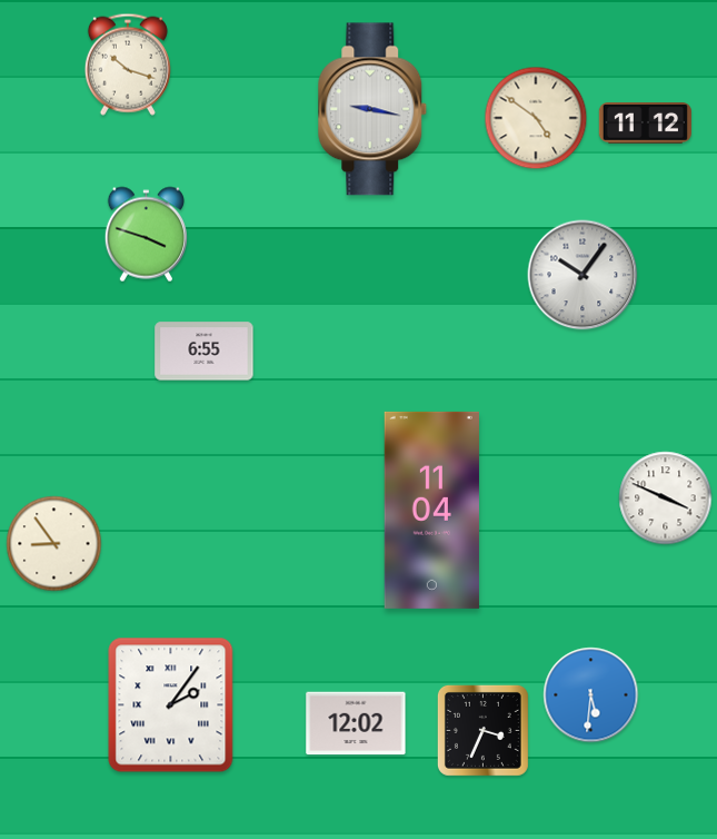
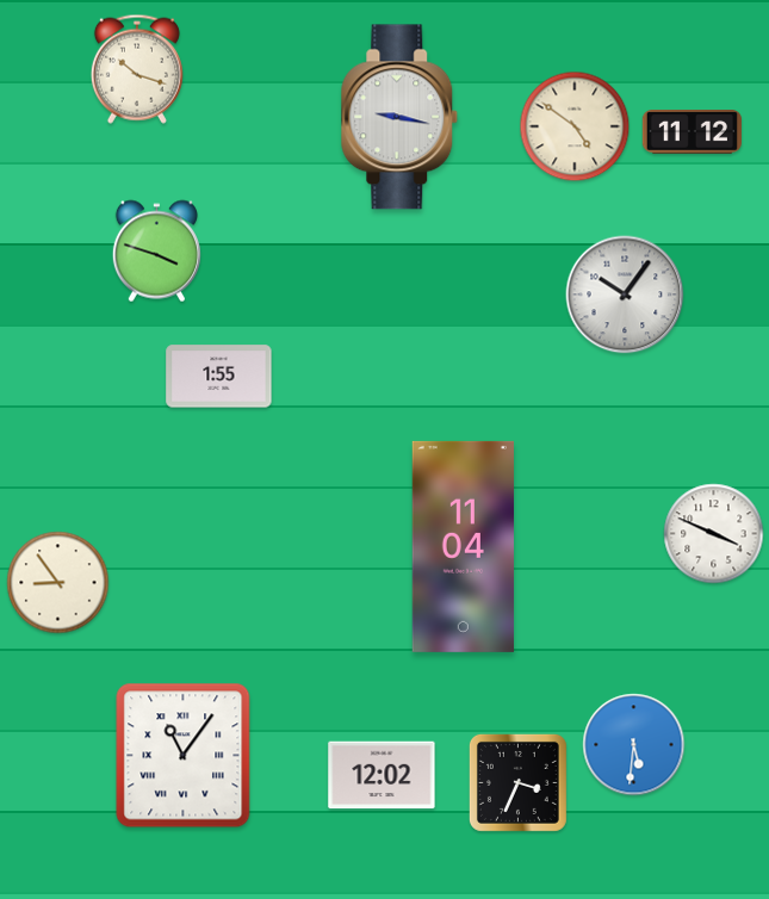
clock at (205, 352): 6:55 -> 1:55
clock at (171, 705): 2:06 -> 11:06
